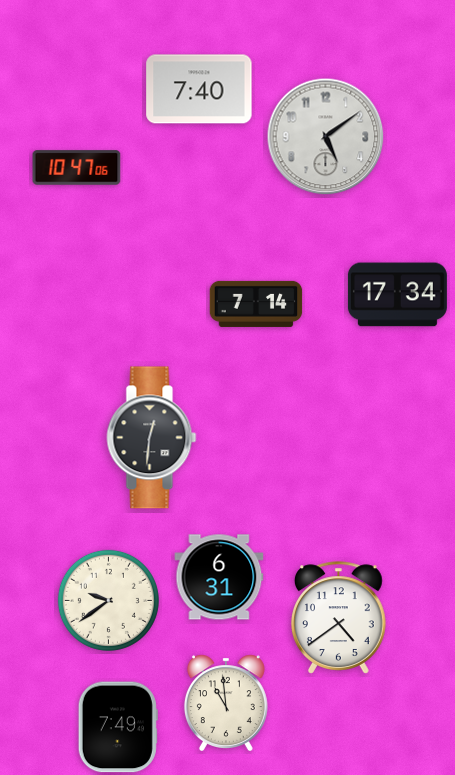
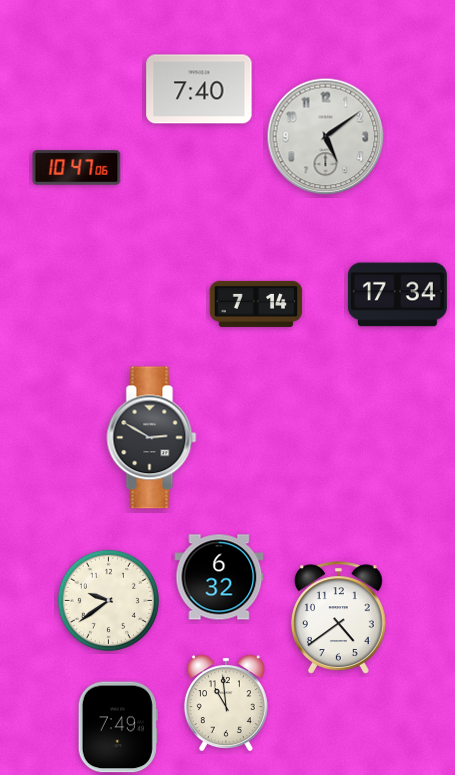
clock at (152, 438): 12:31 -> 2:50
clock at (219, 577): 6:31 -> 6:32
